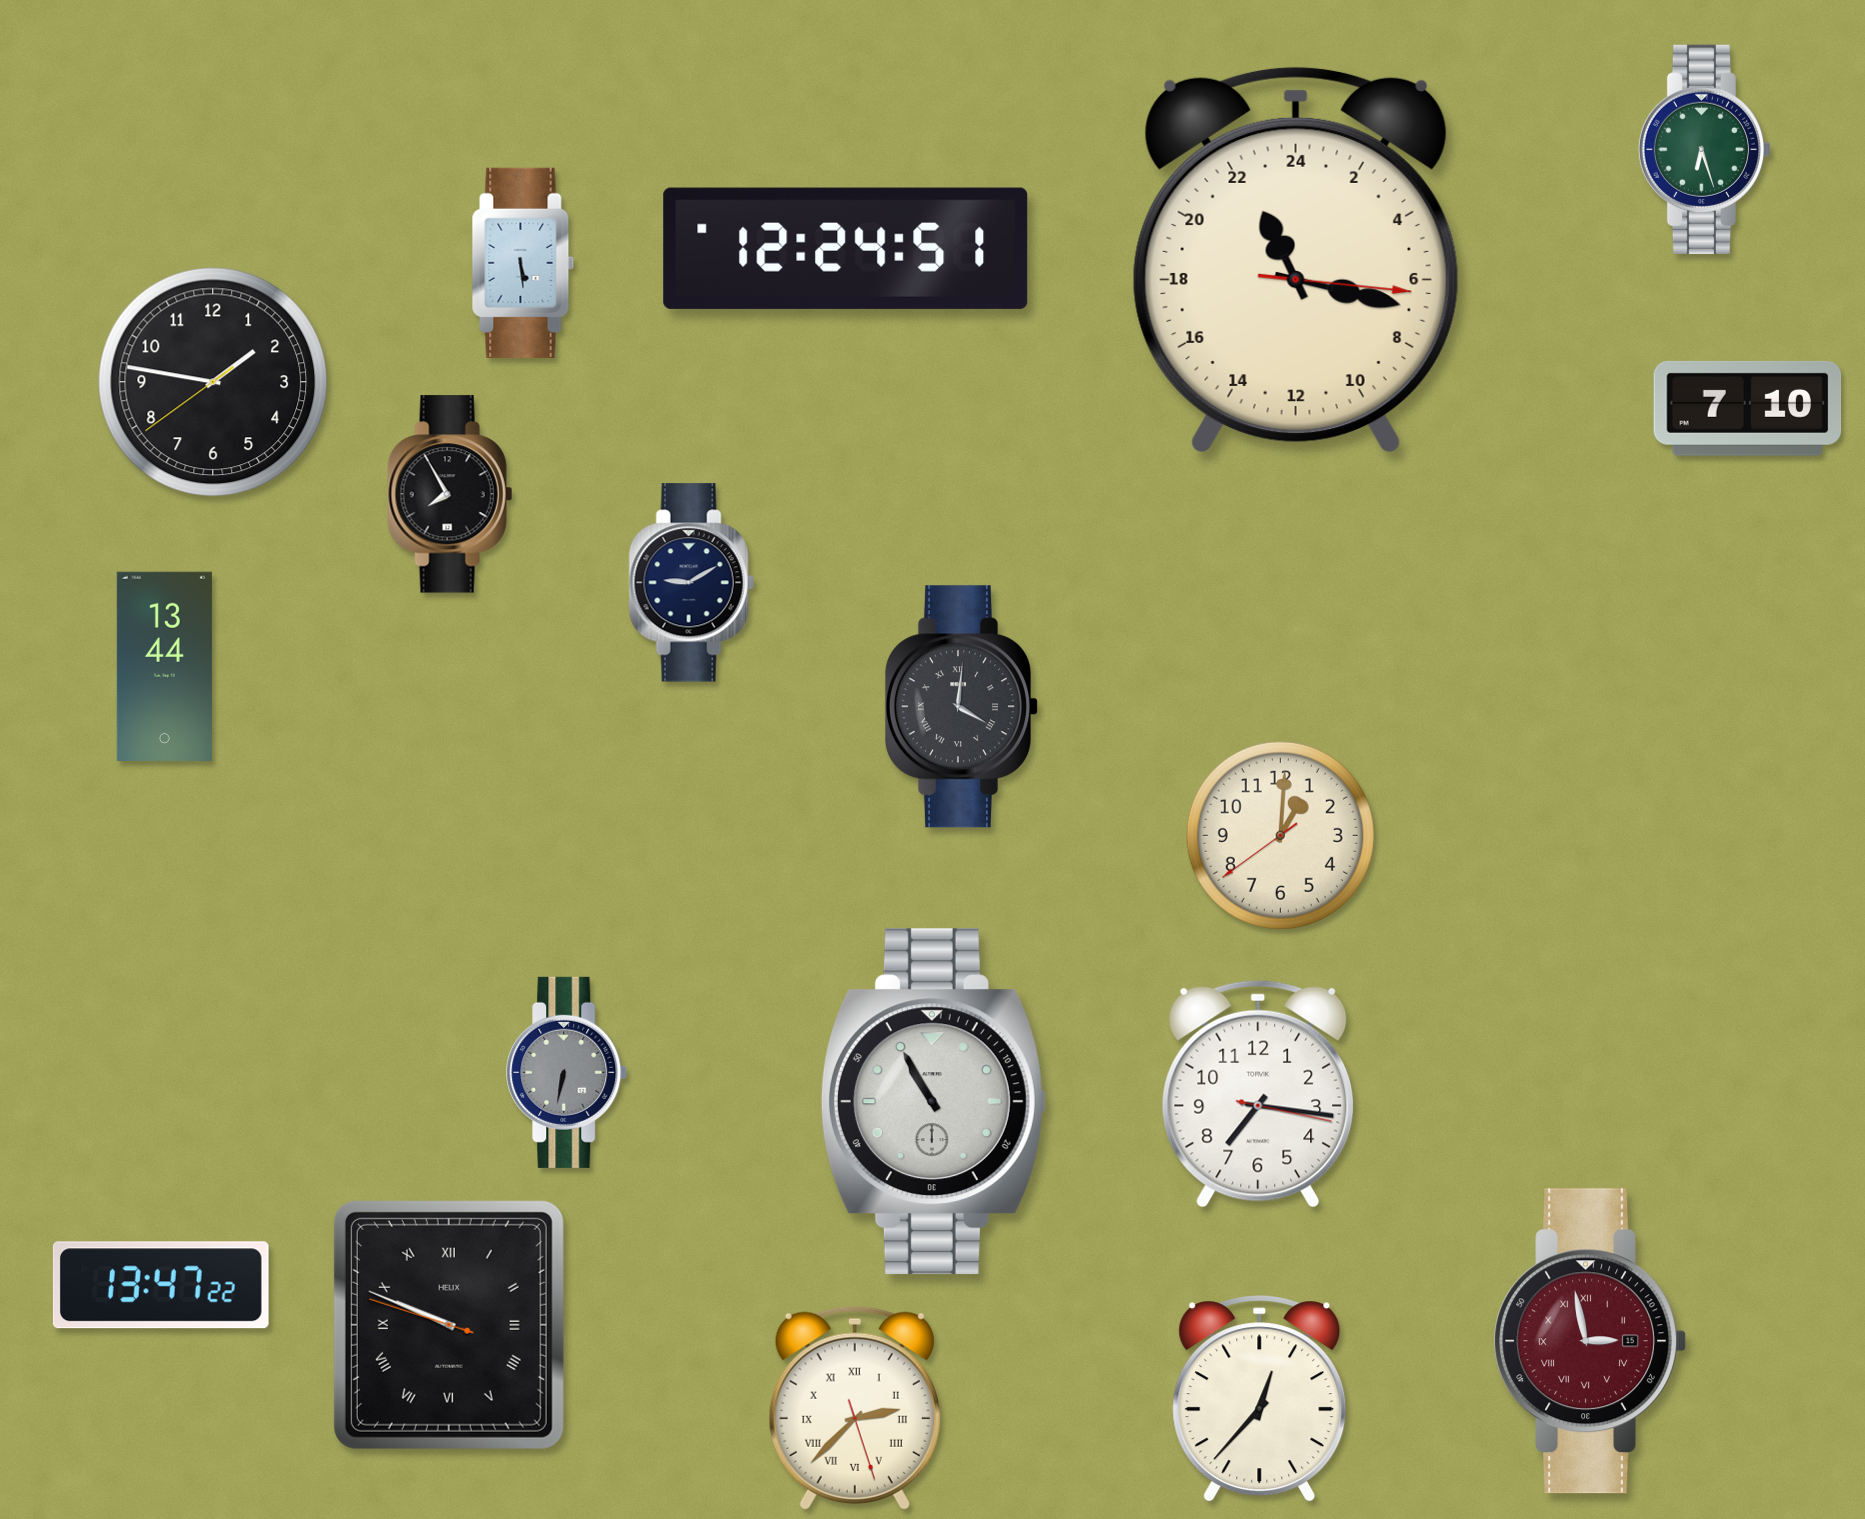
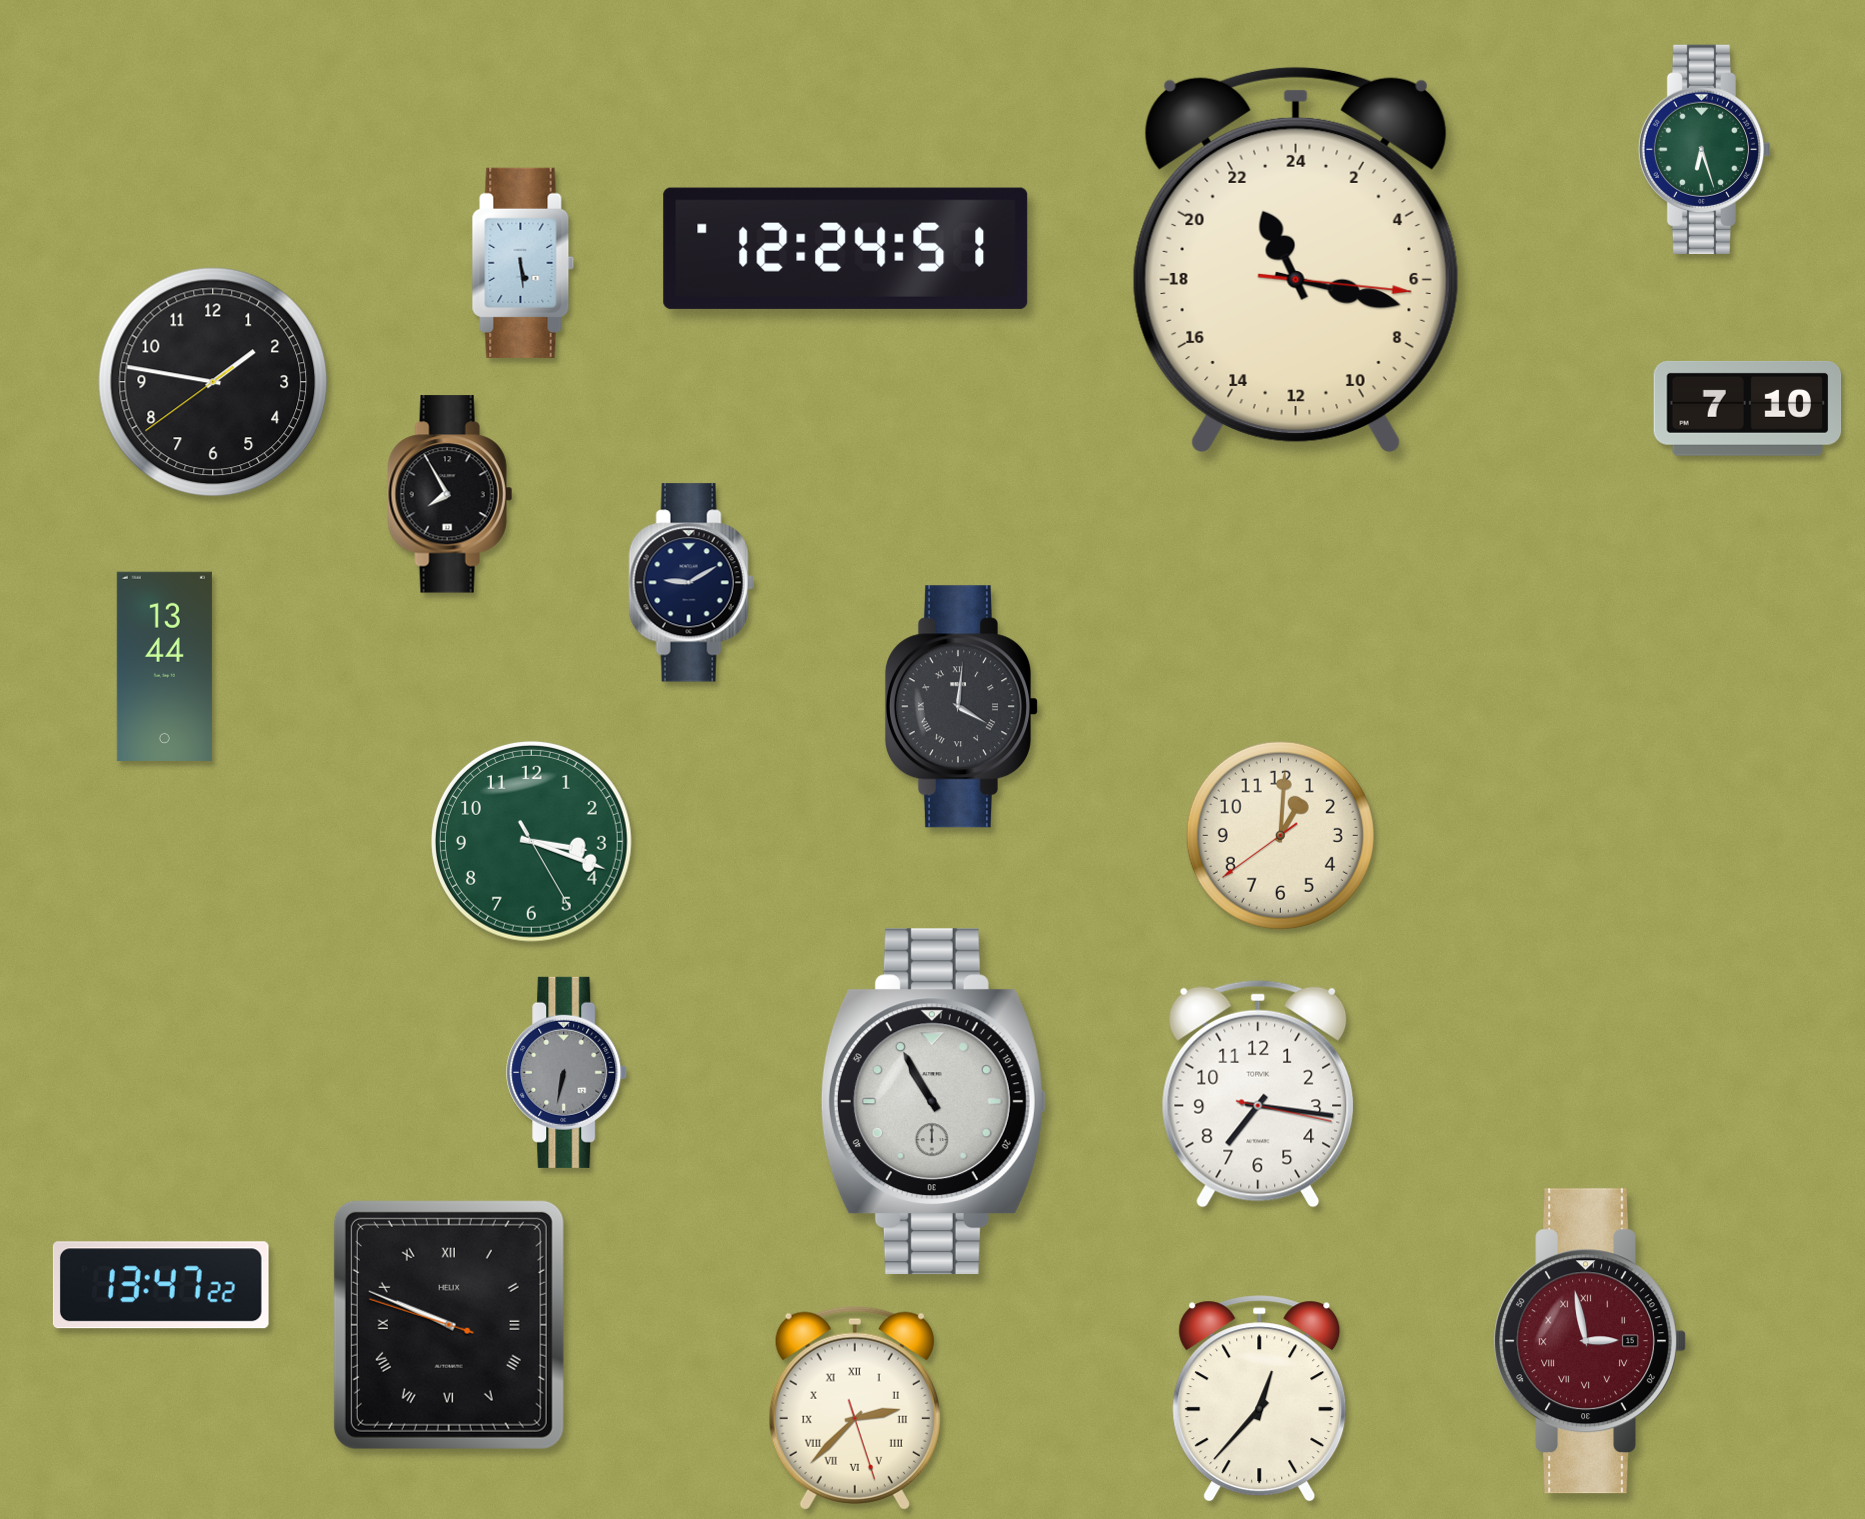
clock at (531, 841): none -> 3:18
